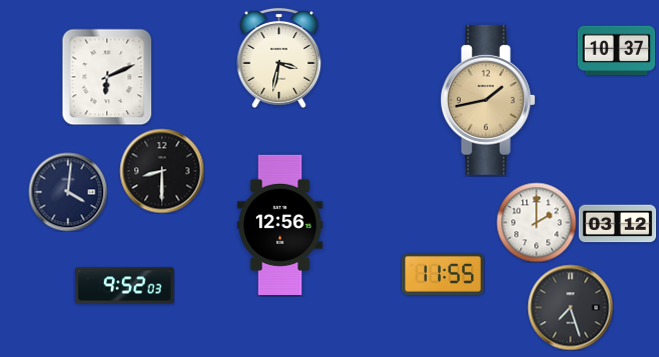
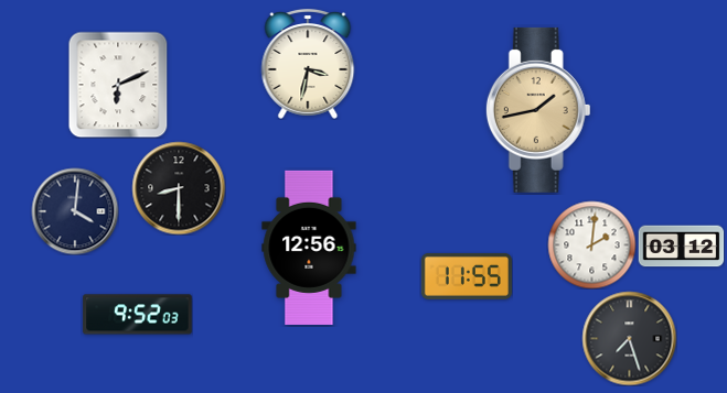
clock at (616, 50): 10:37 -> none
clock at (536, 222): 2:00 -> 2:01
clock at (443, 274) position: (443, 274) -> (467, 276)
